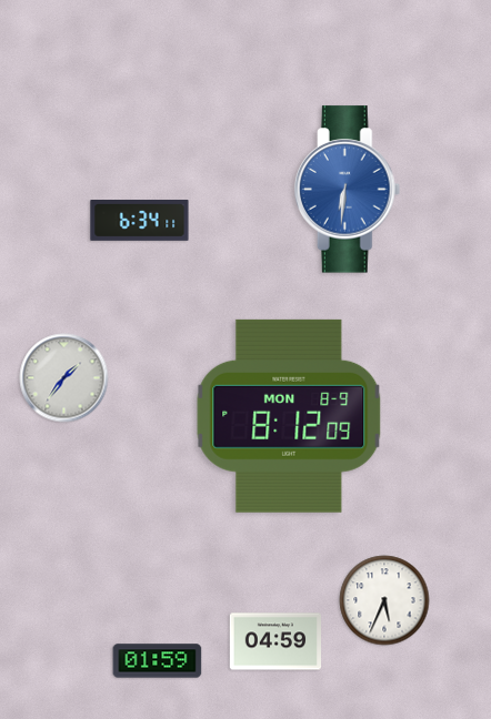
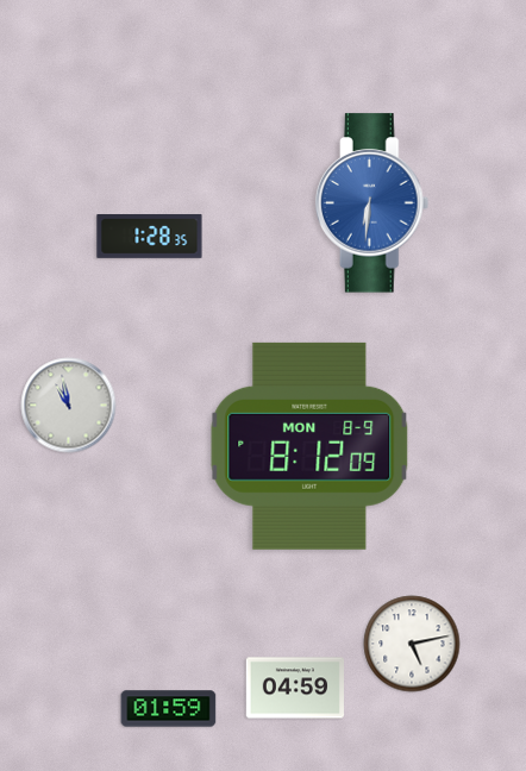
clock at (140, 221): 6:34 -> 1:28
clock at (64, 378): 1:36 -> 10:58
clock at (384, 600): 5:34 -> 5:13
